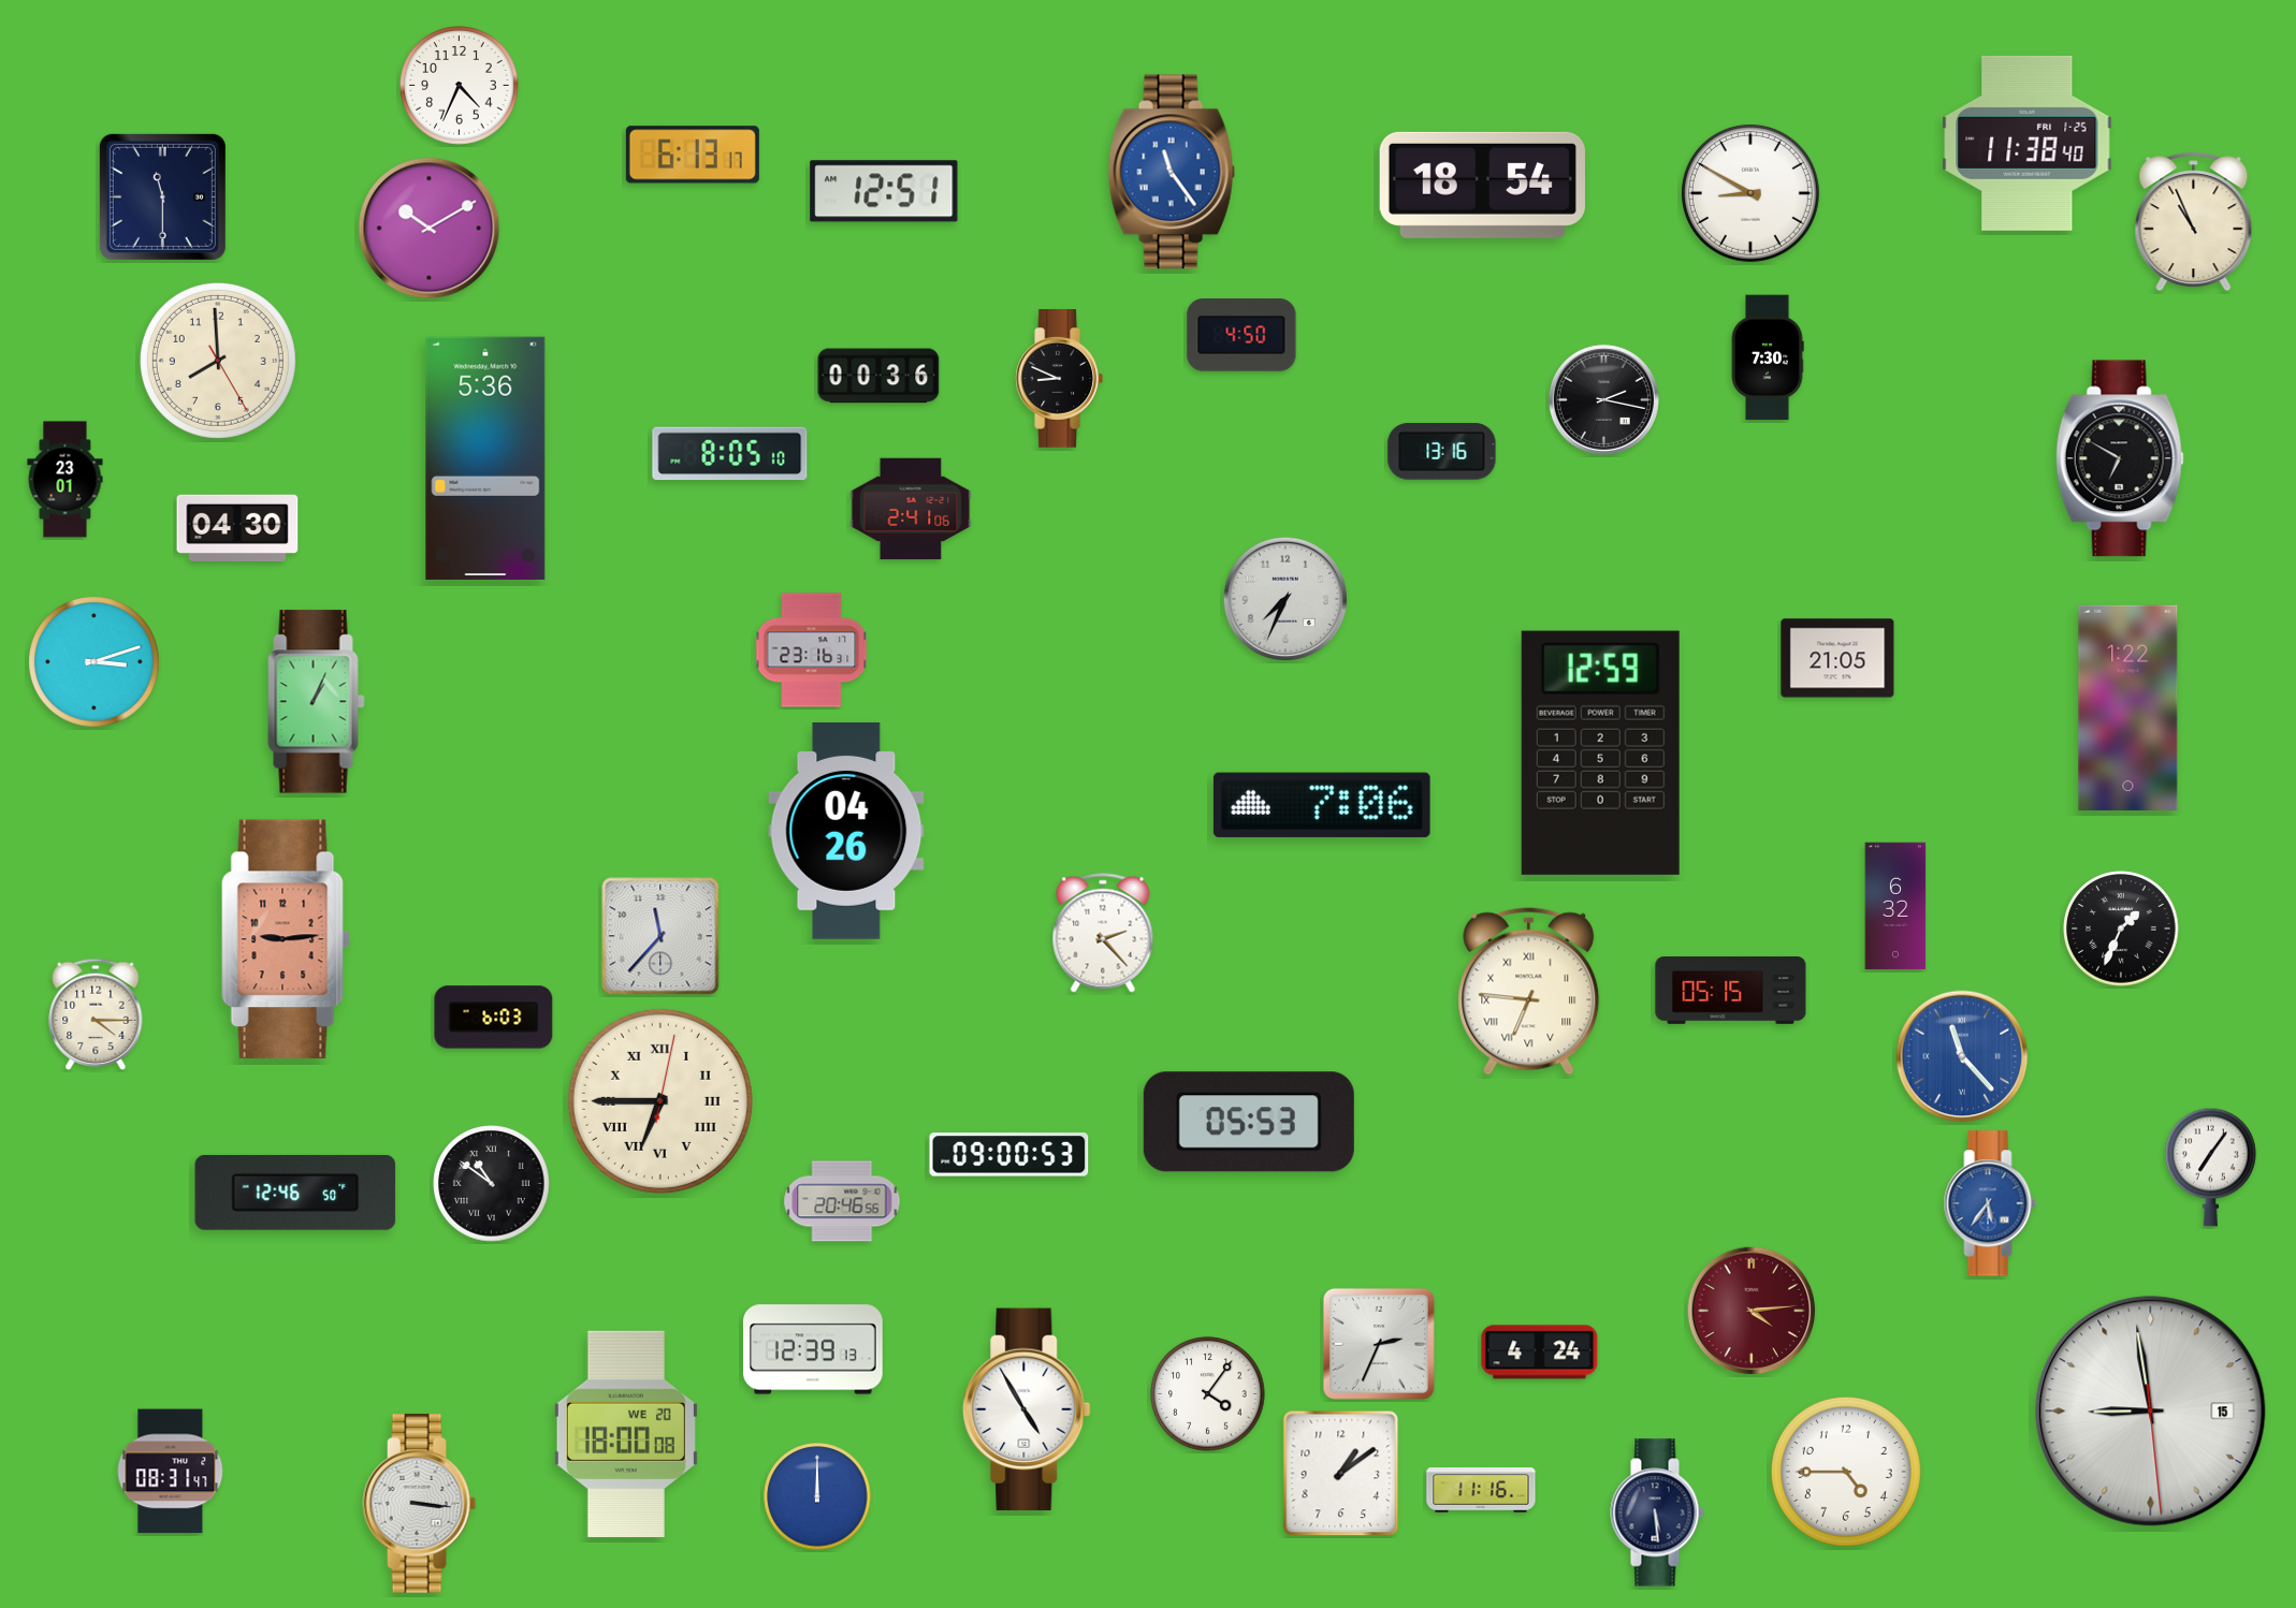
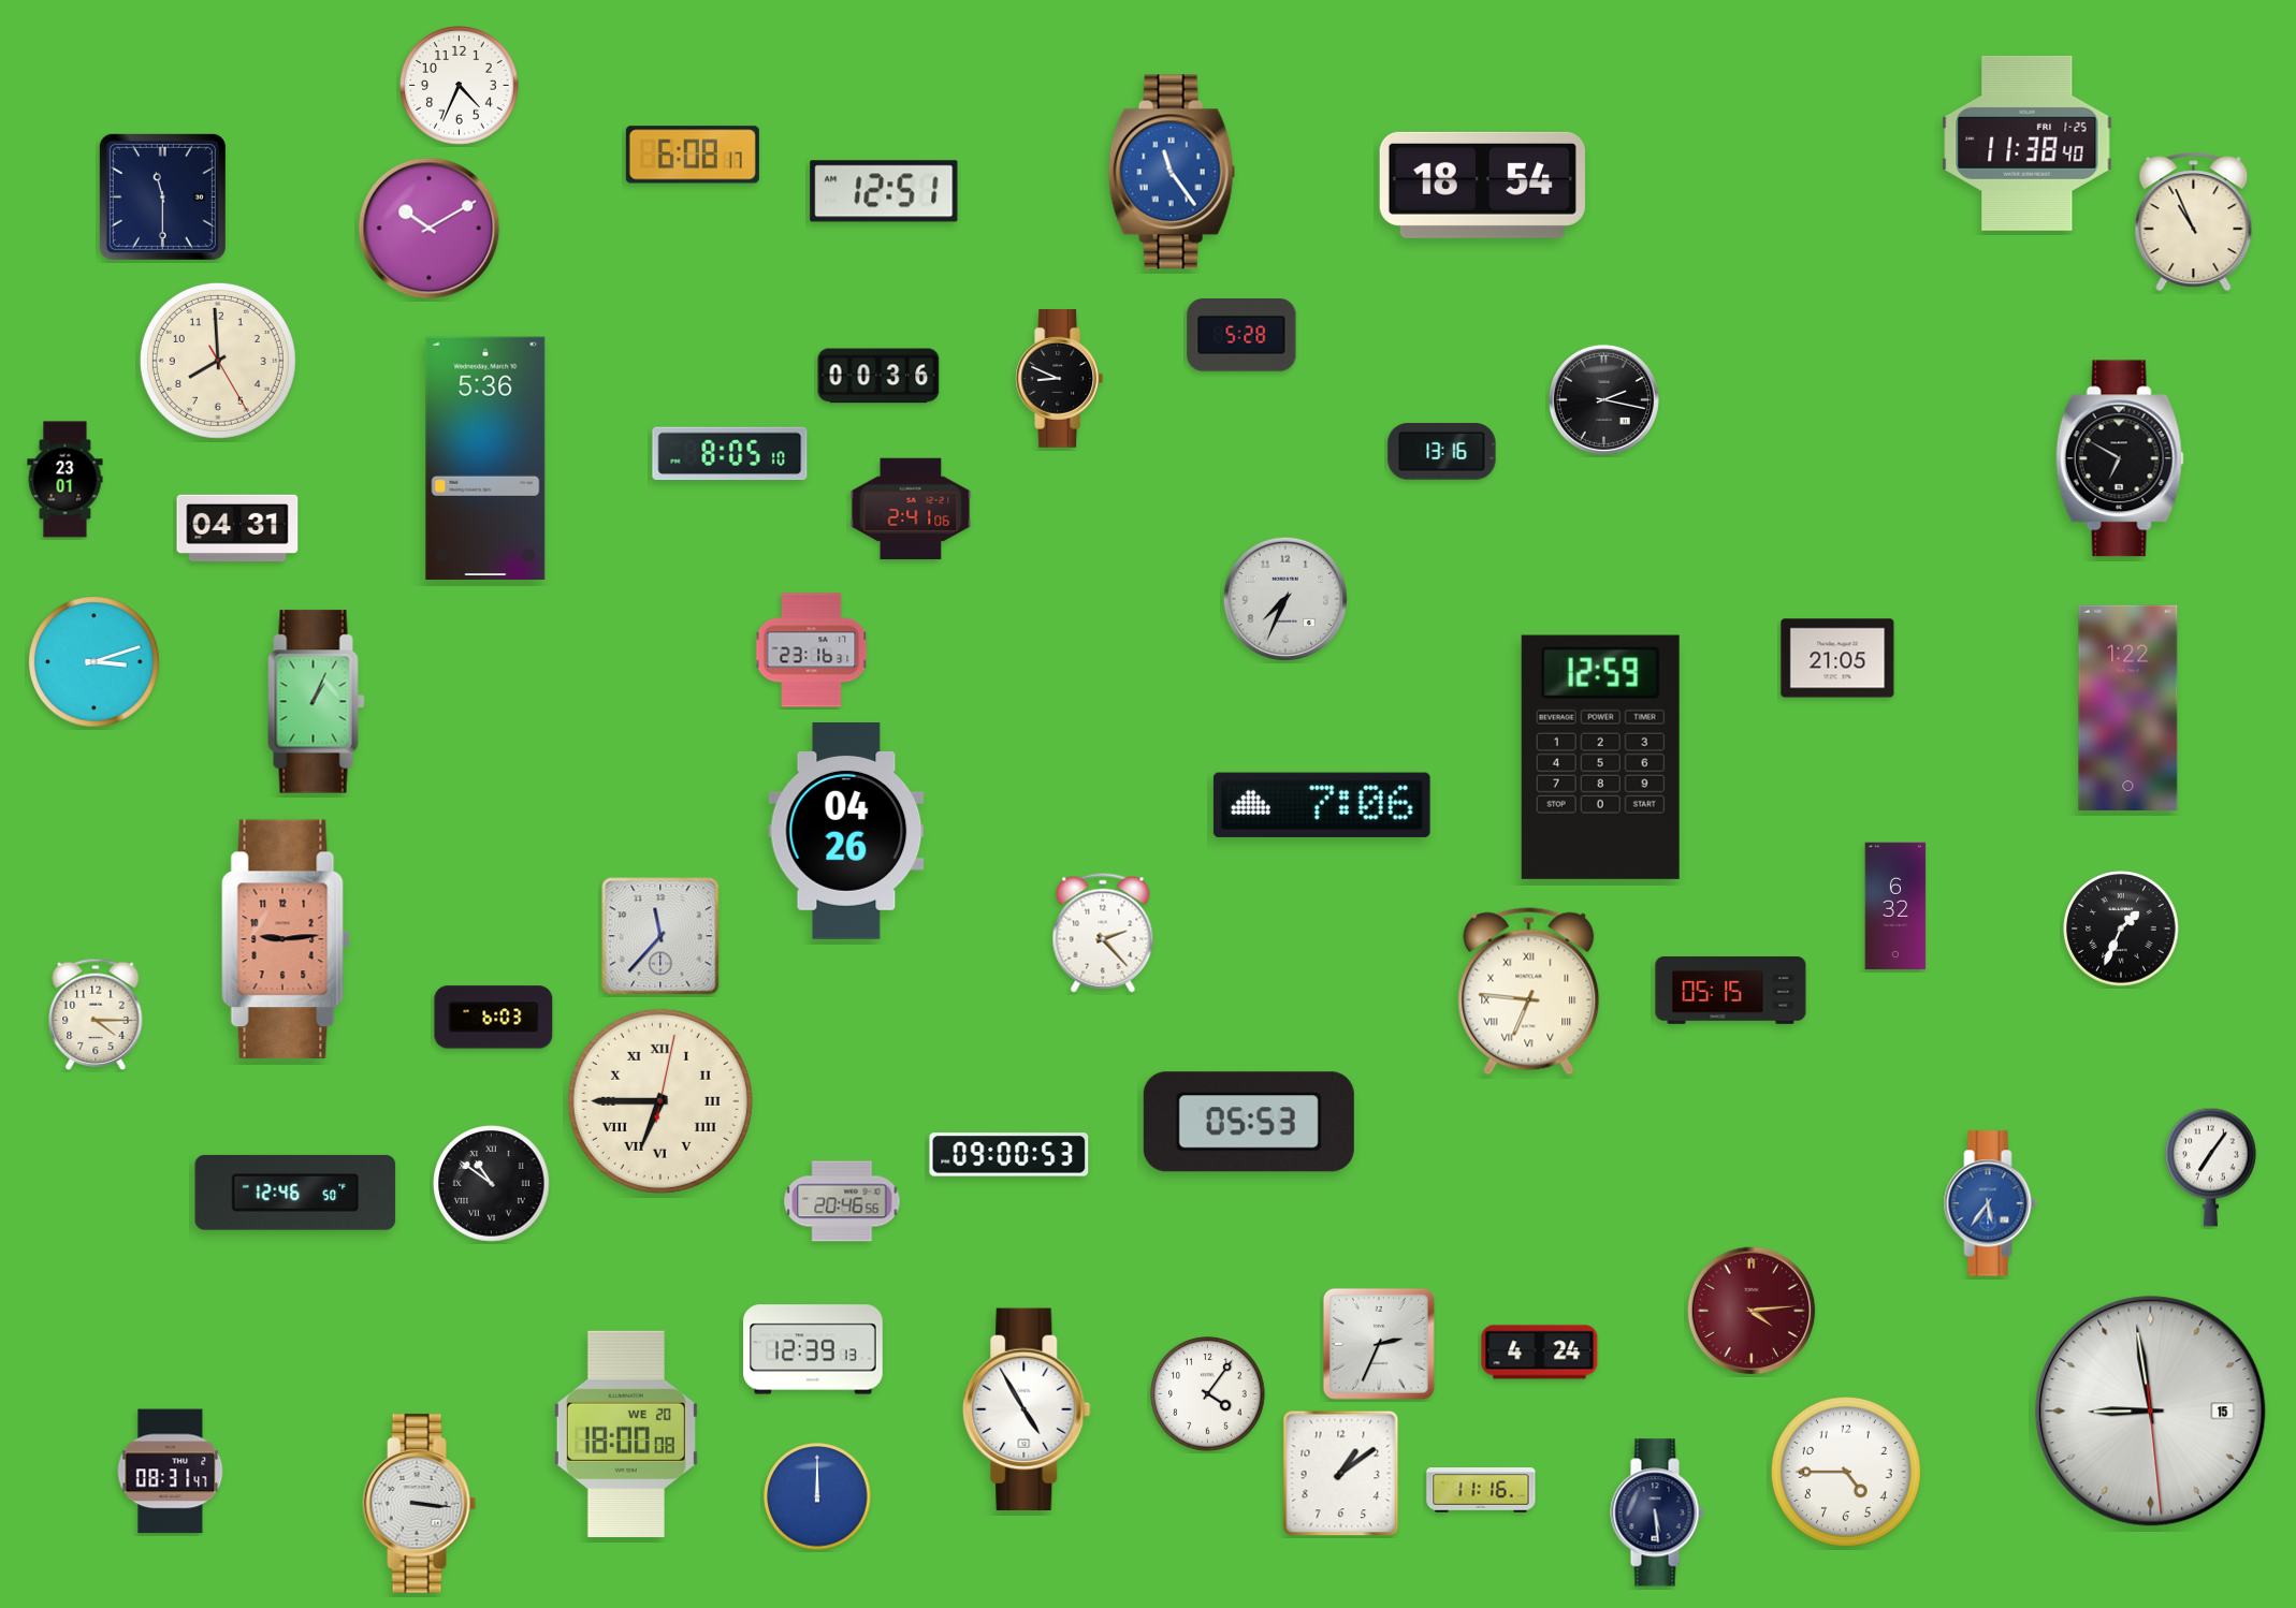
clock at (693, 155): 6:13 -> 6:08
clock at (1750, 193): 8:50 -> none
clock at (1241, 335): 4:50 -> 5:28
clock at (1768, 357): 7:30 -> none
clock at (237, 527): 04:30 -> 04:31
clock at (1600, 752) position: (1600, 752) -> (1600, 757)
clock at (1962, 1056): 11:23 -> none
